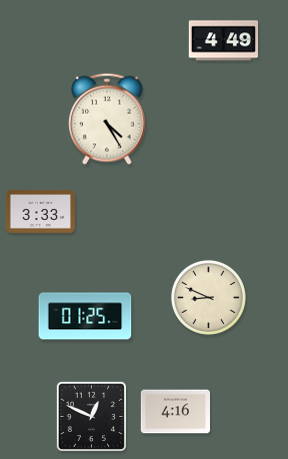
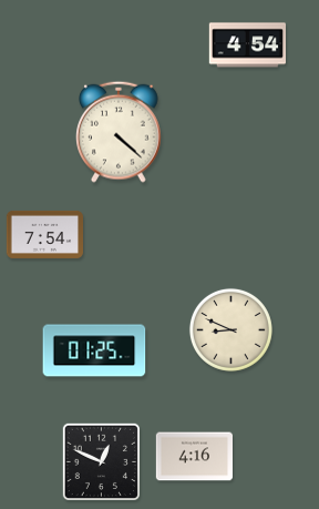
clock at (223, 41): 4:49 -> 4:54
clock at (108, 119): 4:25 -> 4:22
clock at (40, 211): 3:33 -> 7:54
